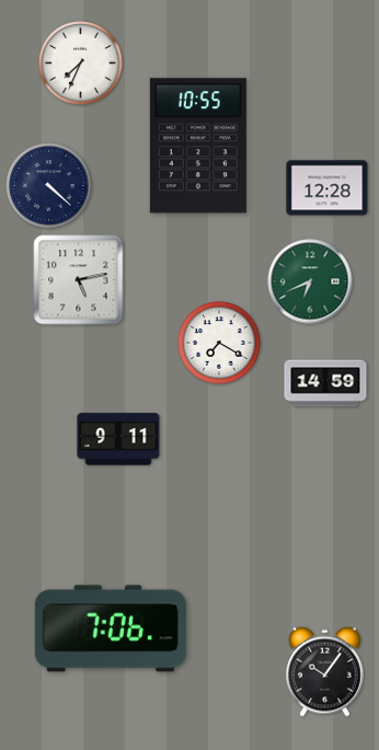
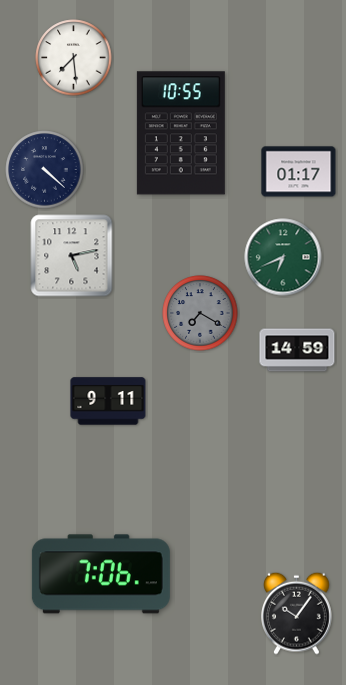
clock at (81, 64): 7:34 -> 7:29
clock at (328, 188): 12:28 -> 01:17
clock at (219, 343) dial: white -> grey
